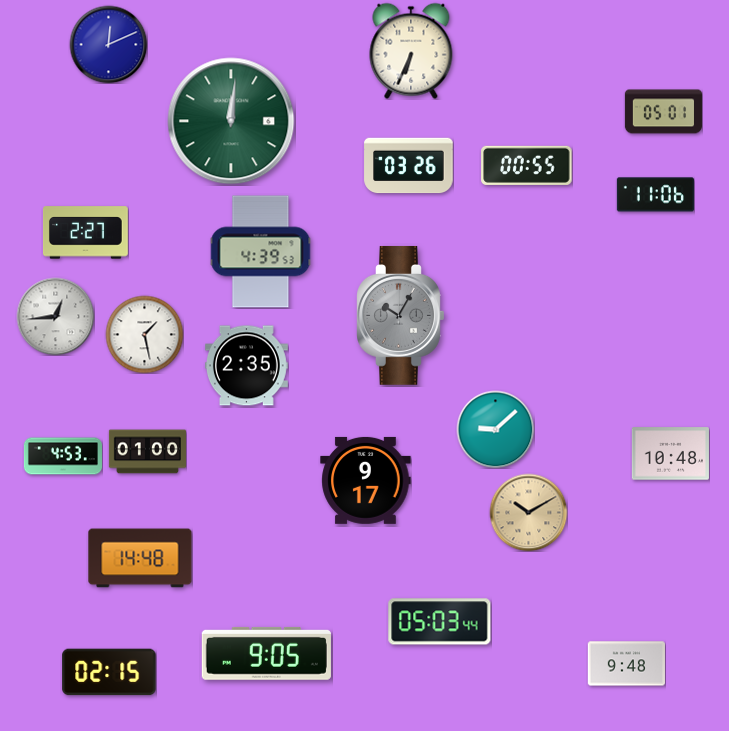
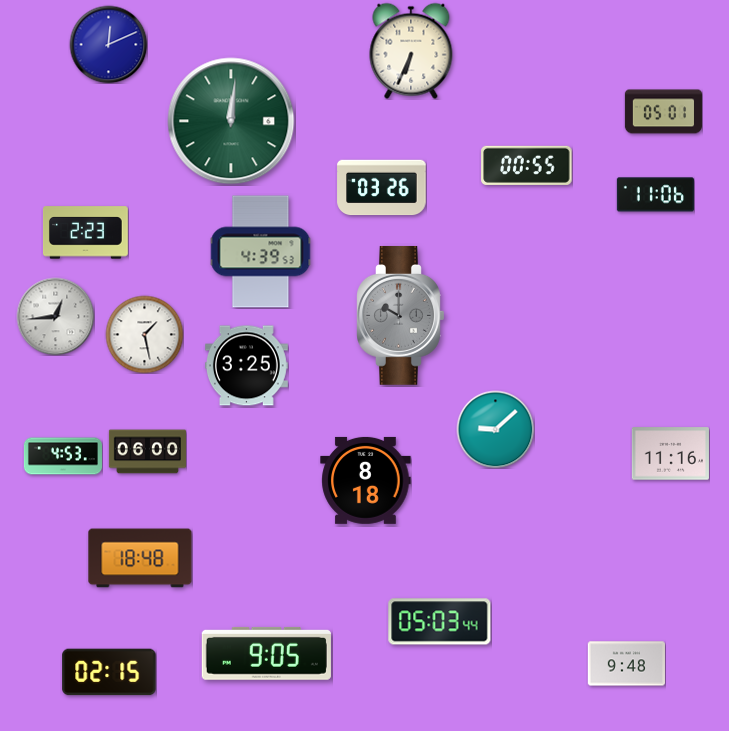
clock at (409, 166) position: (409, 166) -> (382, 188)
clock at (85, 233): 2:27 -> 2:23
clock at (401, 315): 10:05 -> 10:00
clock at (246, 366): 2:35 -> 3:25
clock at (147, 452): 01:00 -> 06:00
clock at (670, 454): 10:48 -> 11:16
clock at (366, 480): 9:17 -> 8:18
clock at (528, 512): 10:10 -> none
clock at (140, 558): 14:48 -> 18:48
